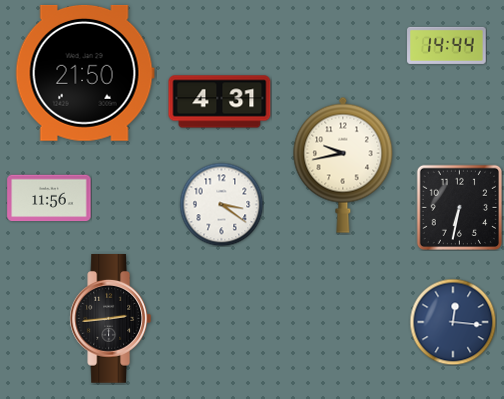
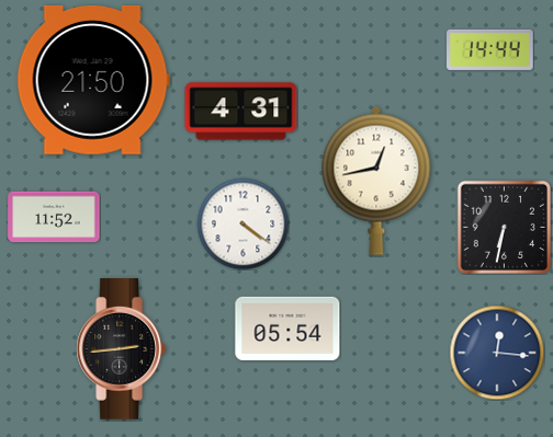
clock at (343, 165): 9:43 -> 12:43
clock at (49, 198): 11:56 -> 11:52
clock at (221, 204): 3:21 -> 4:21
clock at (287, 329): none -> 05:54
